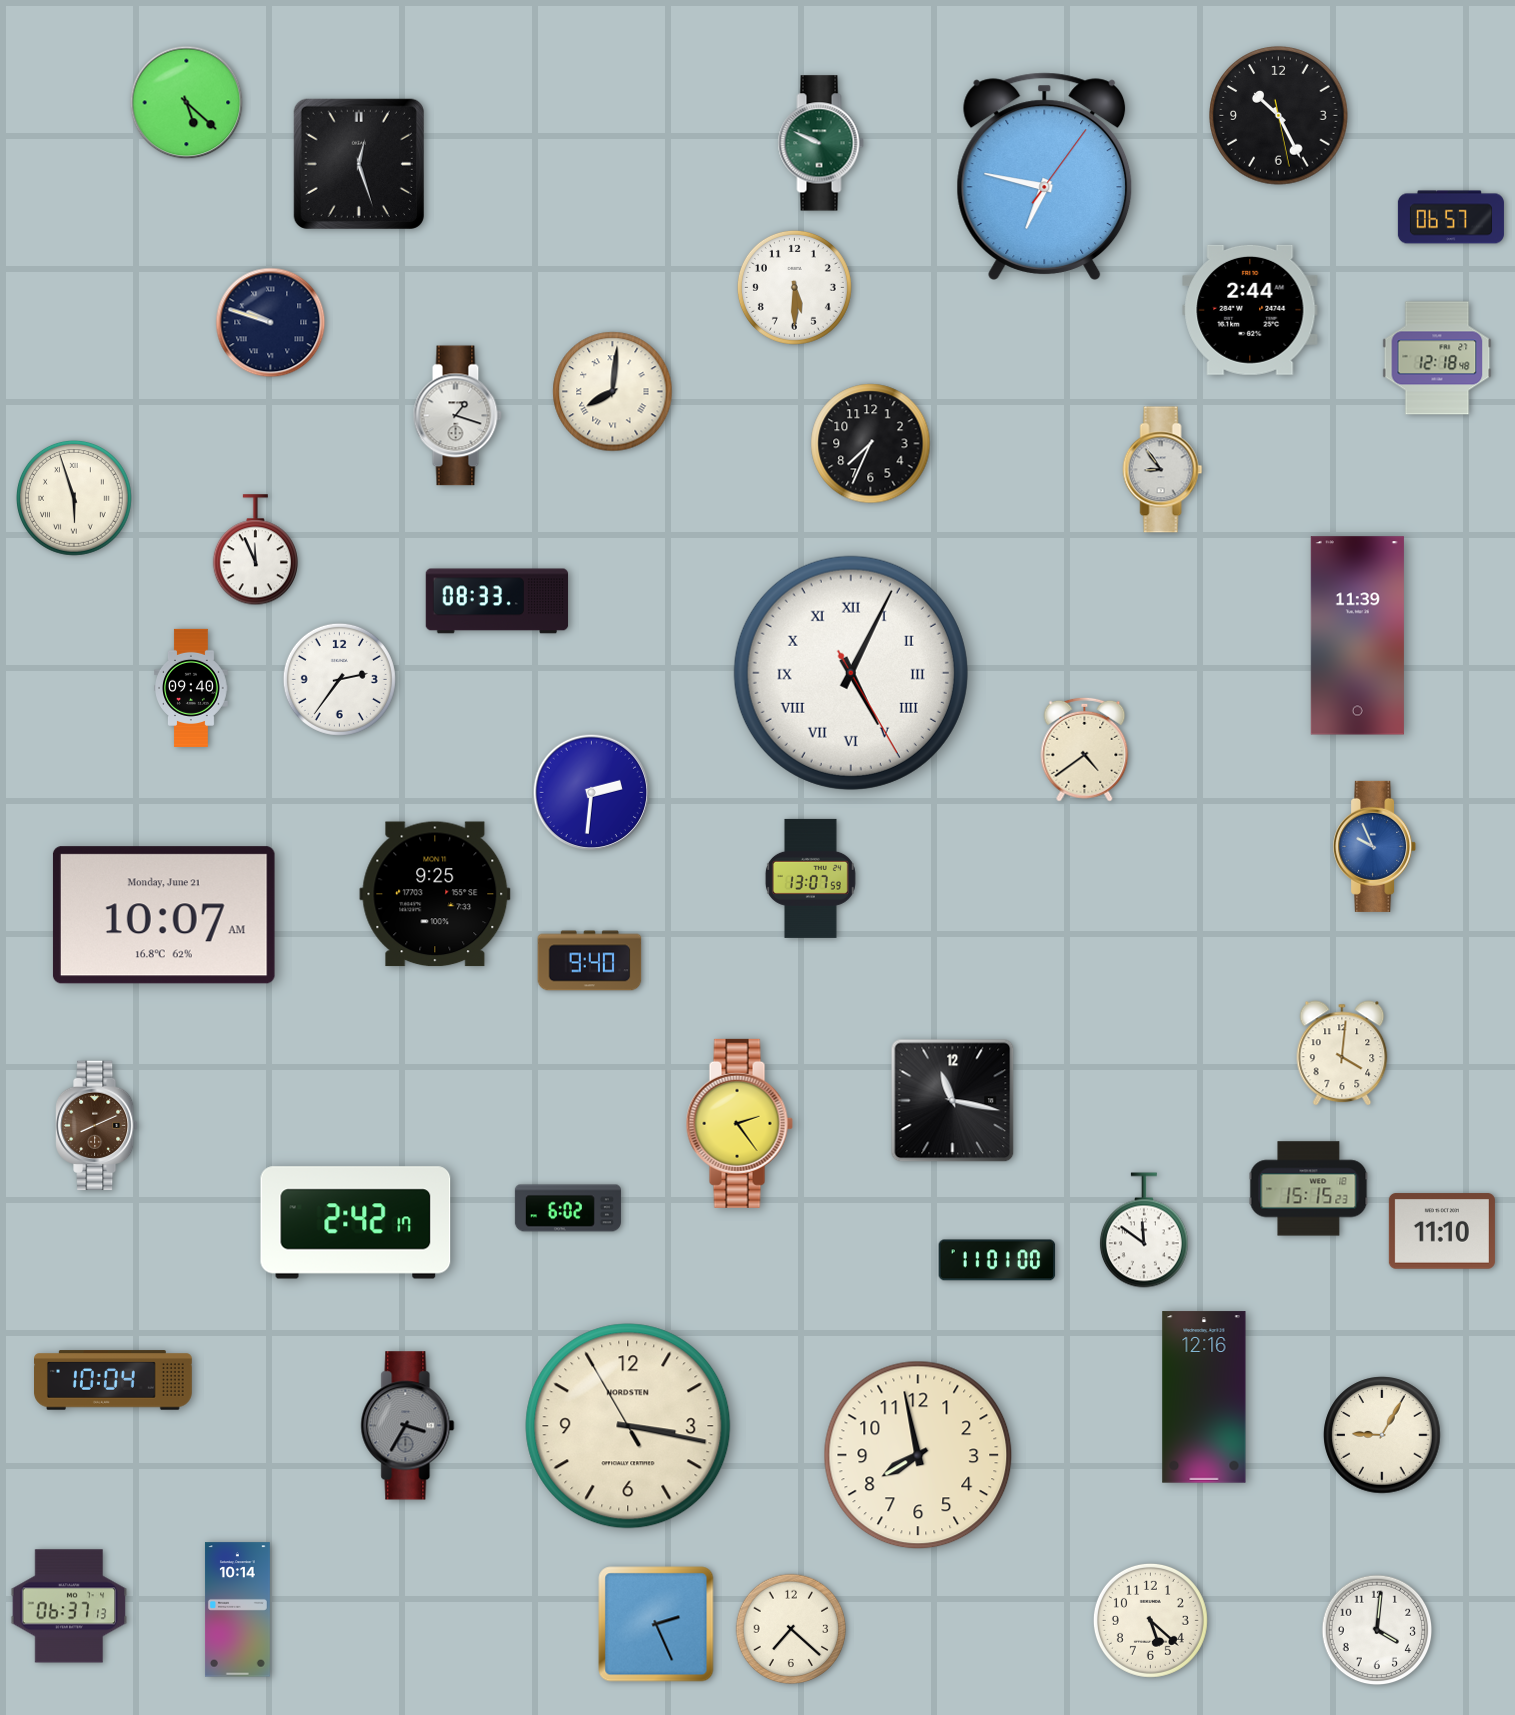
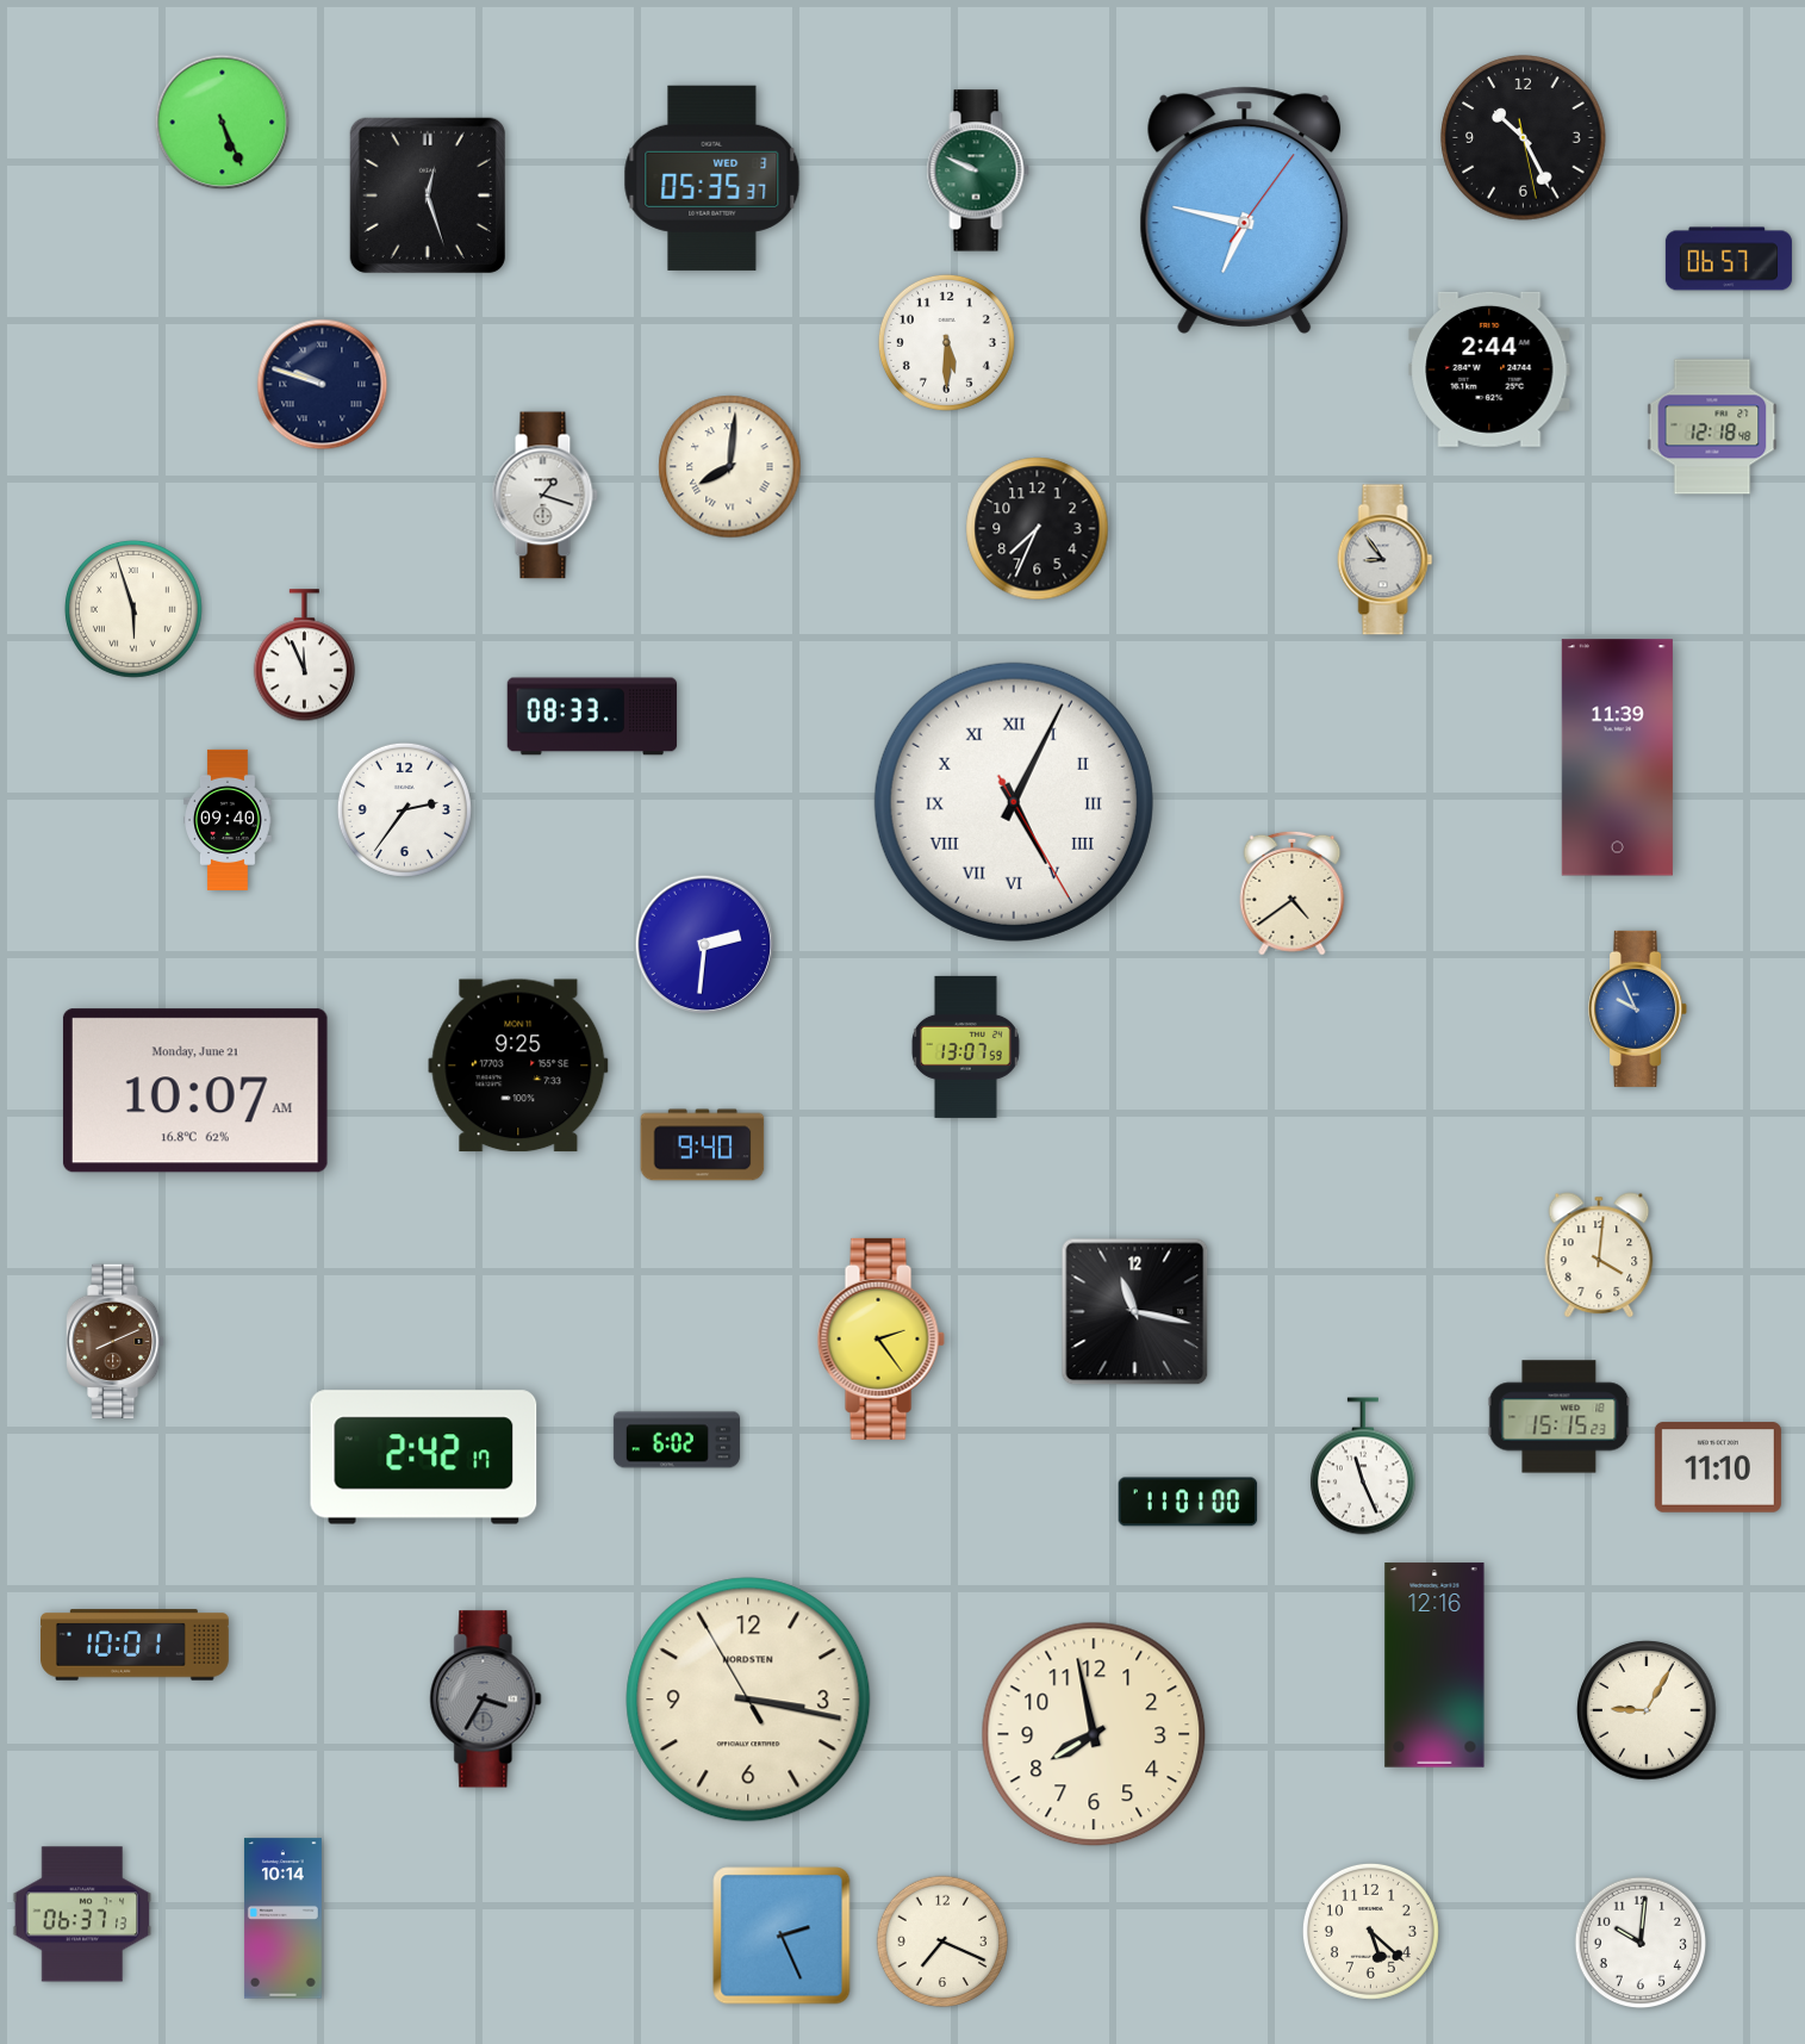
clock at (187, 103): 5:22 -> 5:26
clock at (712, 178): none -> 05:35
clock at (74, 498) position: (74, 498) -> (133, 609)
clock at (1144, 1230): 11:51 -> 11:26
clock at (114, 1380): 10:04 -> 10:01
clock at (791, 1629): 7:22 -> 7:19
clock at (1377, 1630): 4:01 -> 10:01
